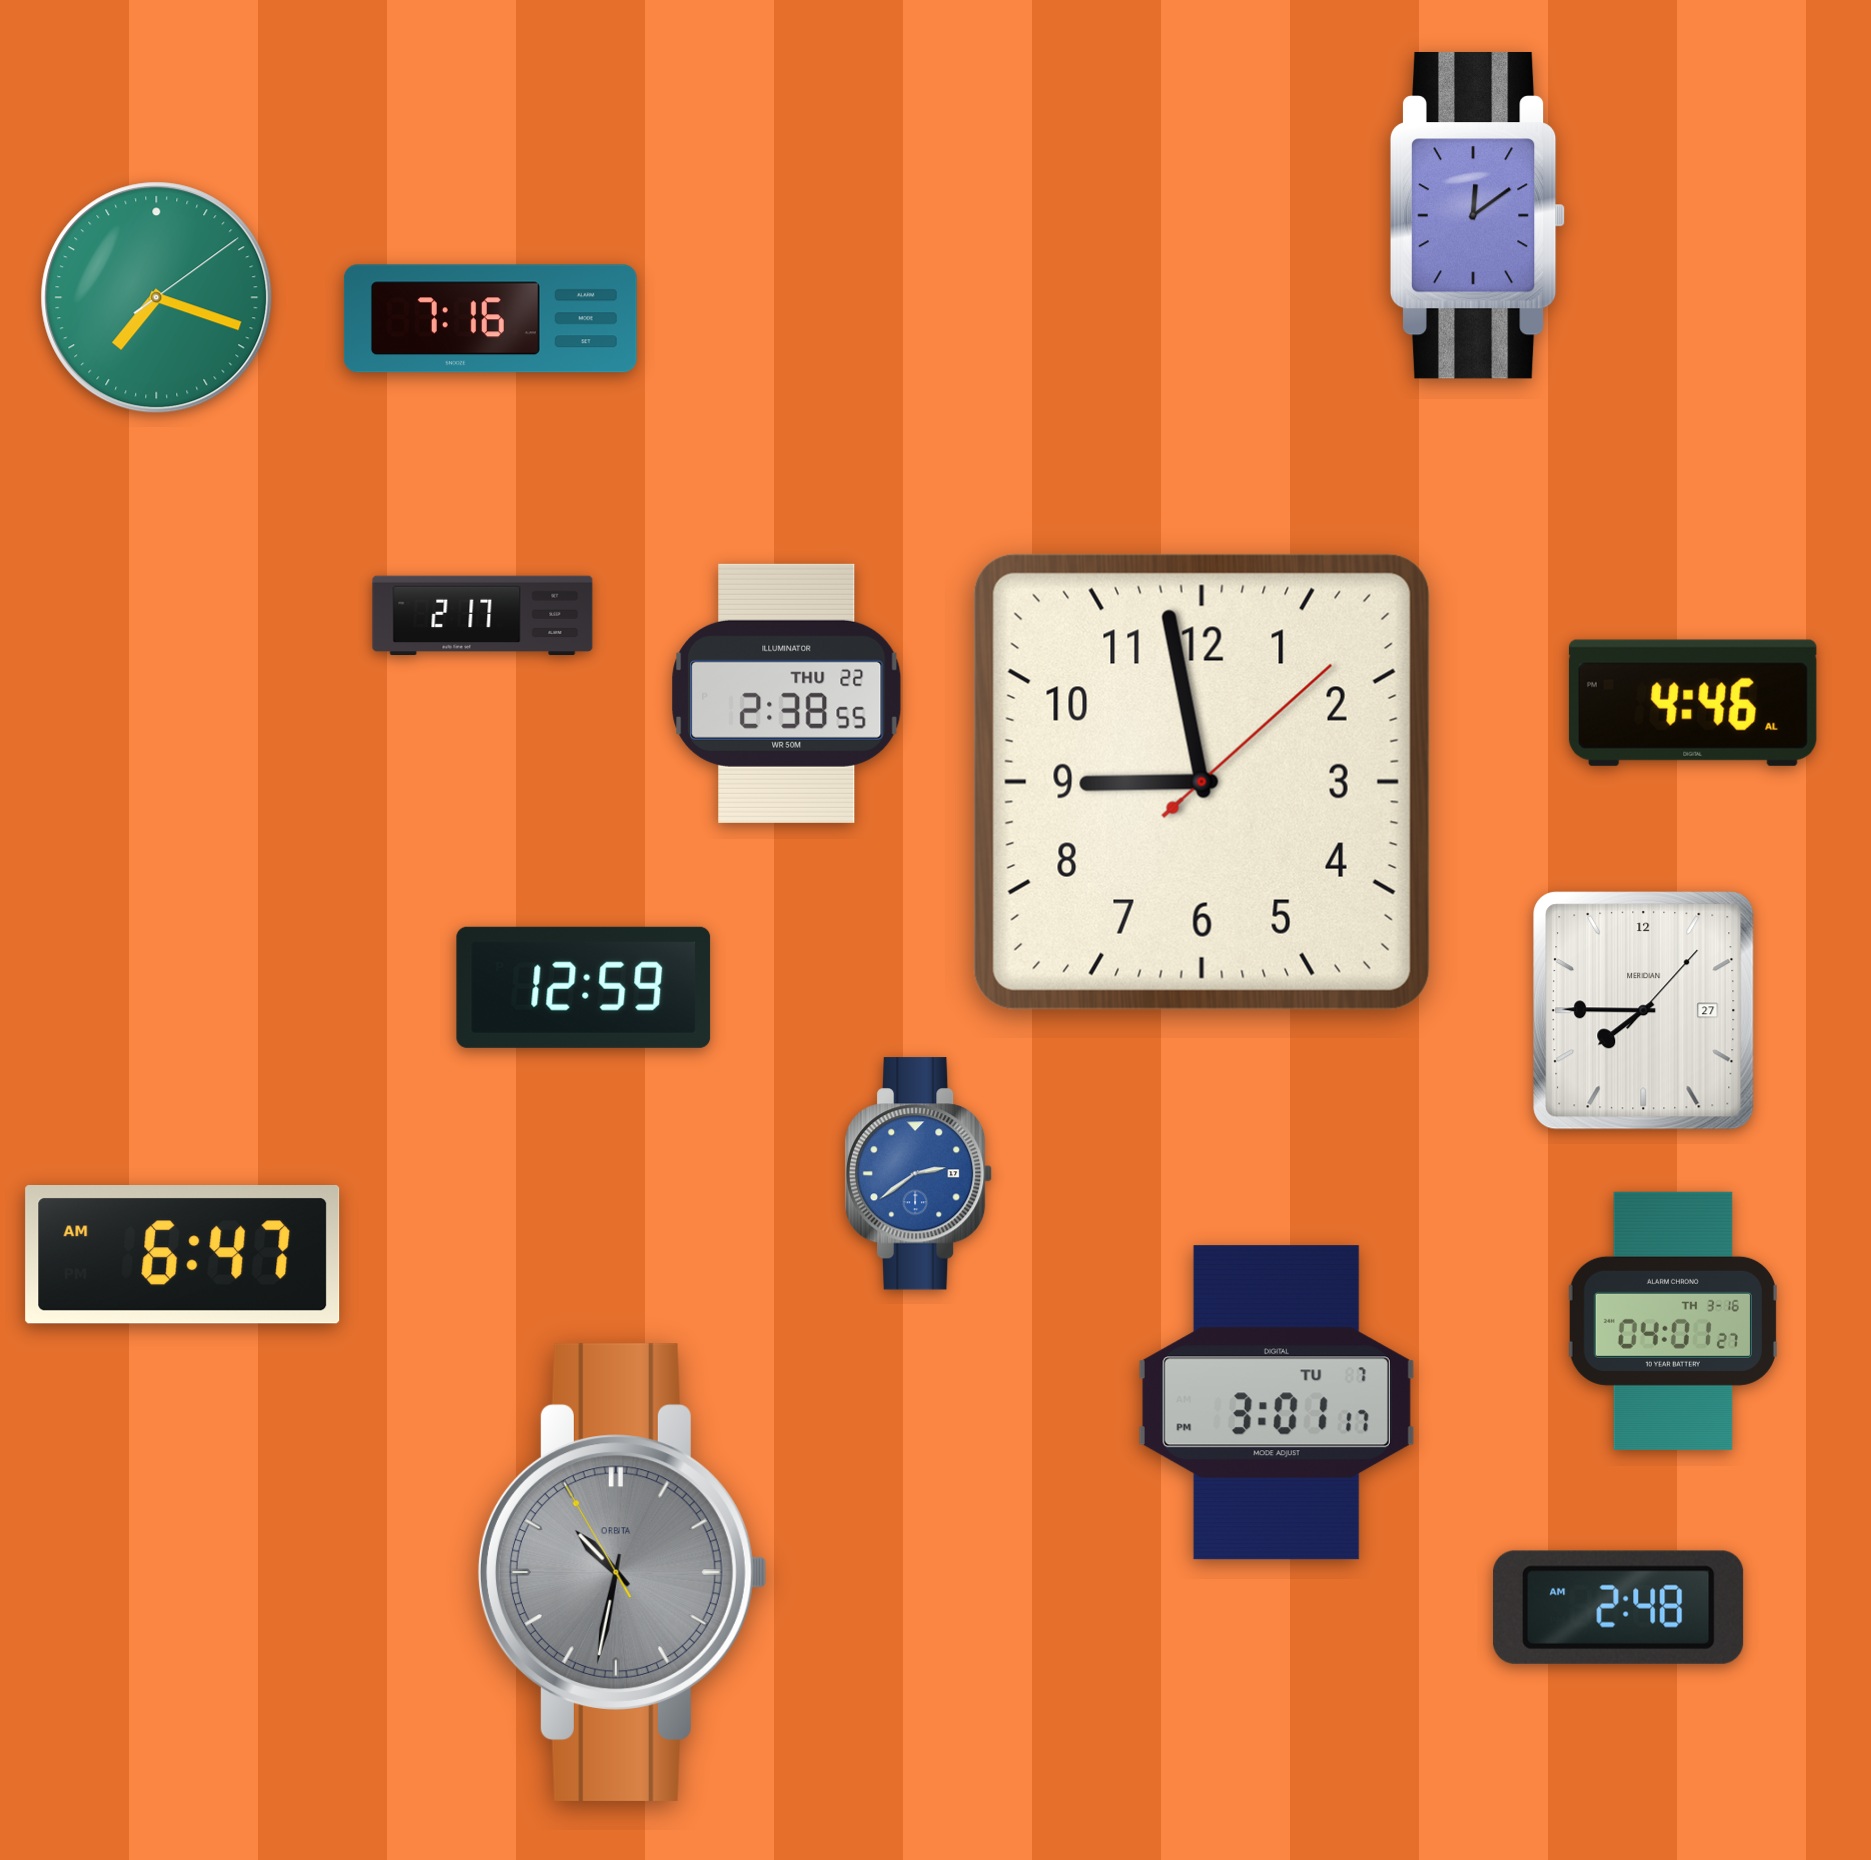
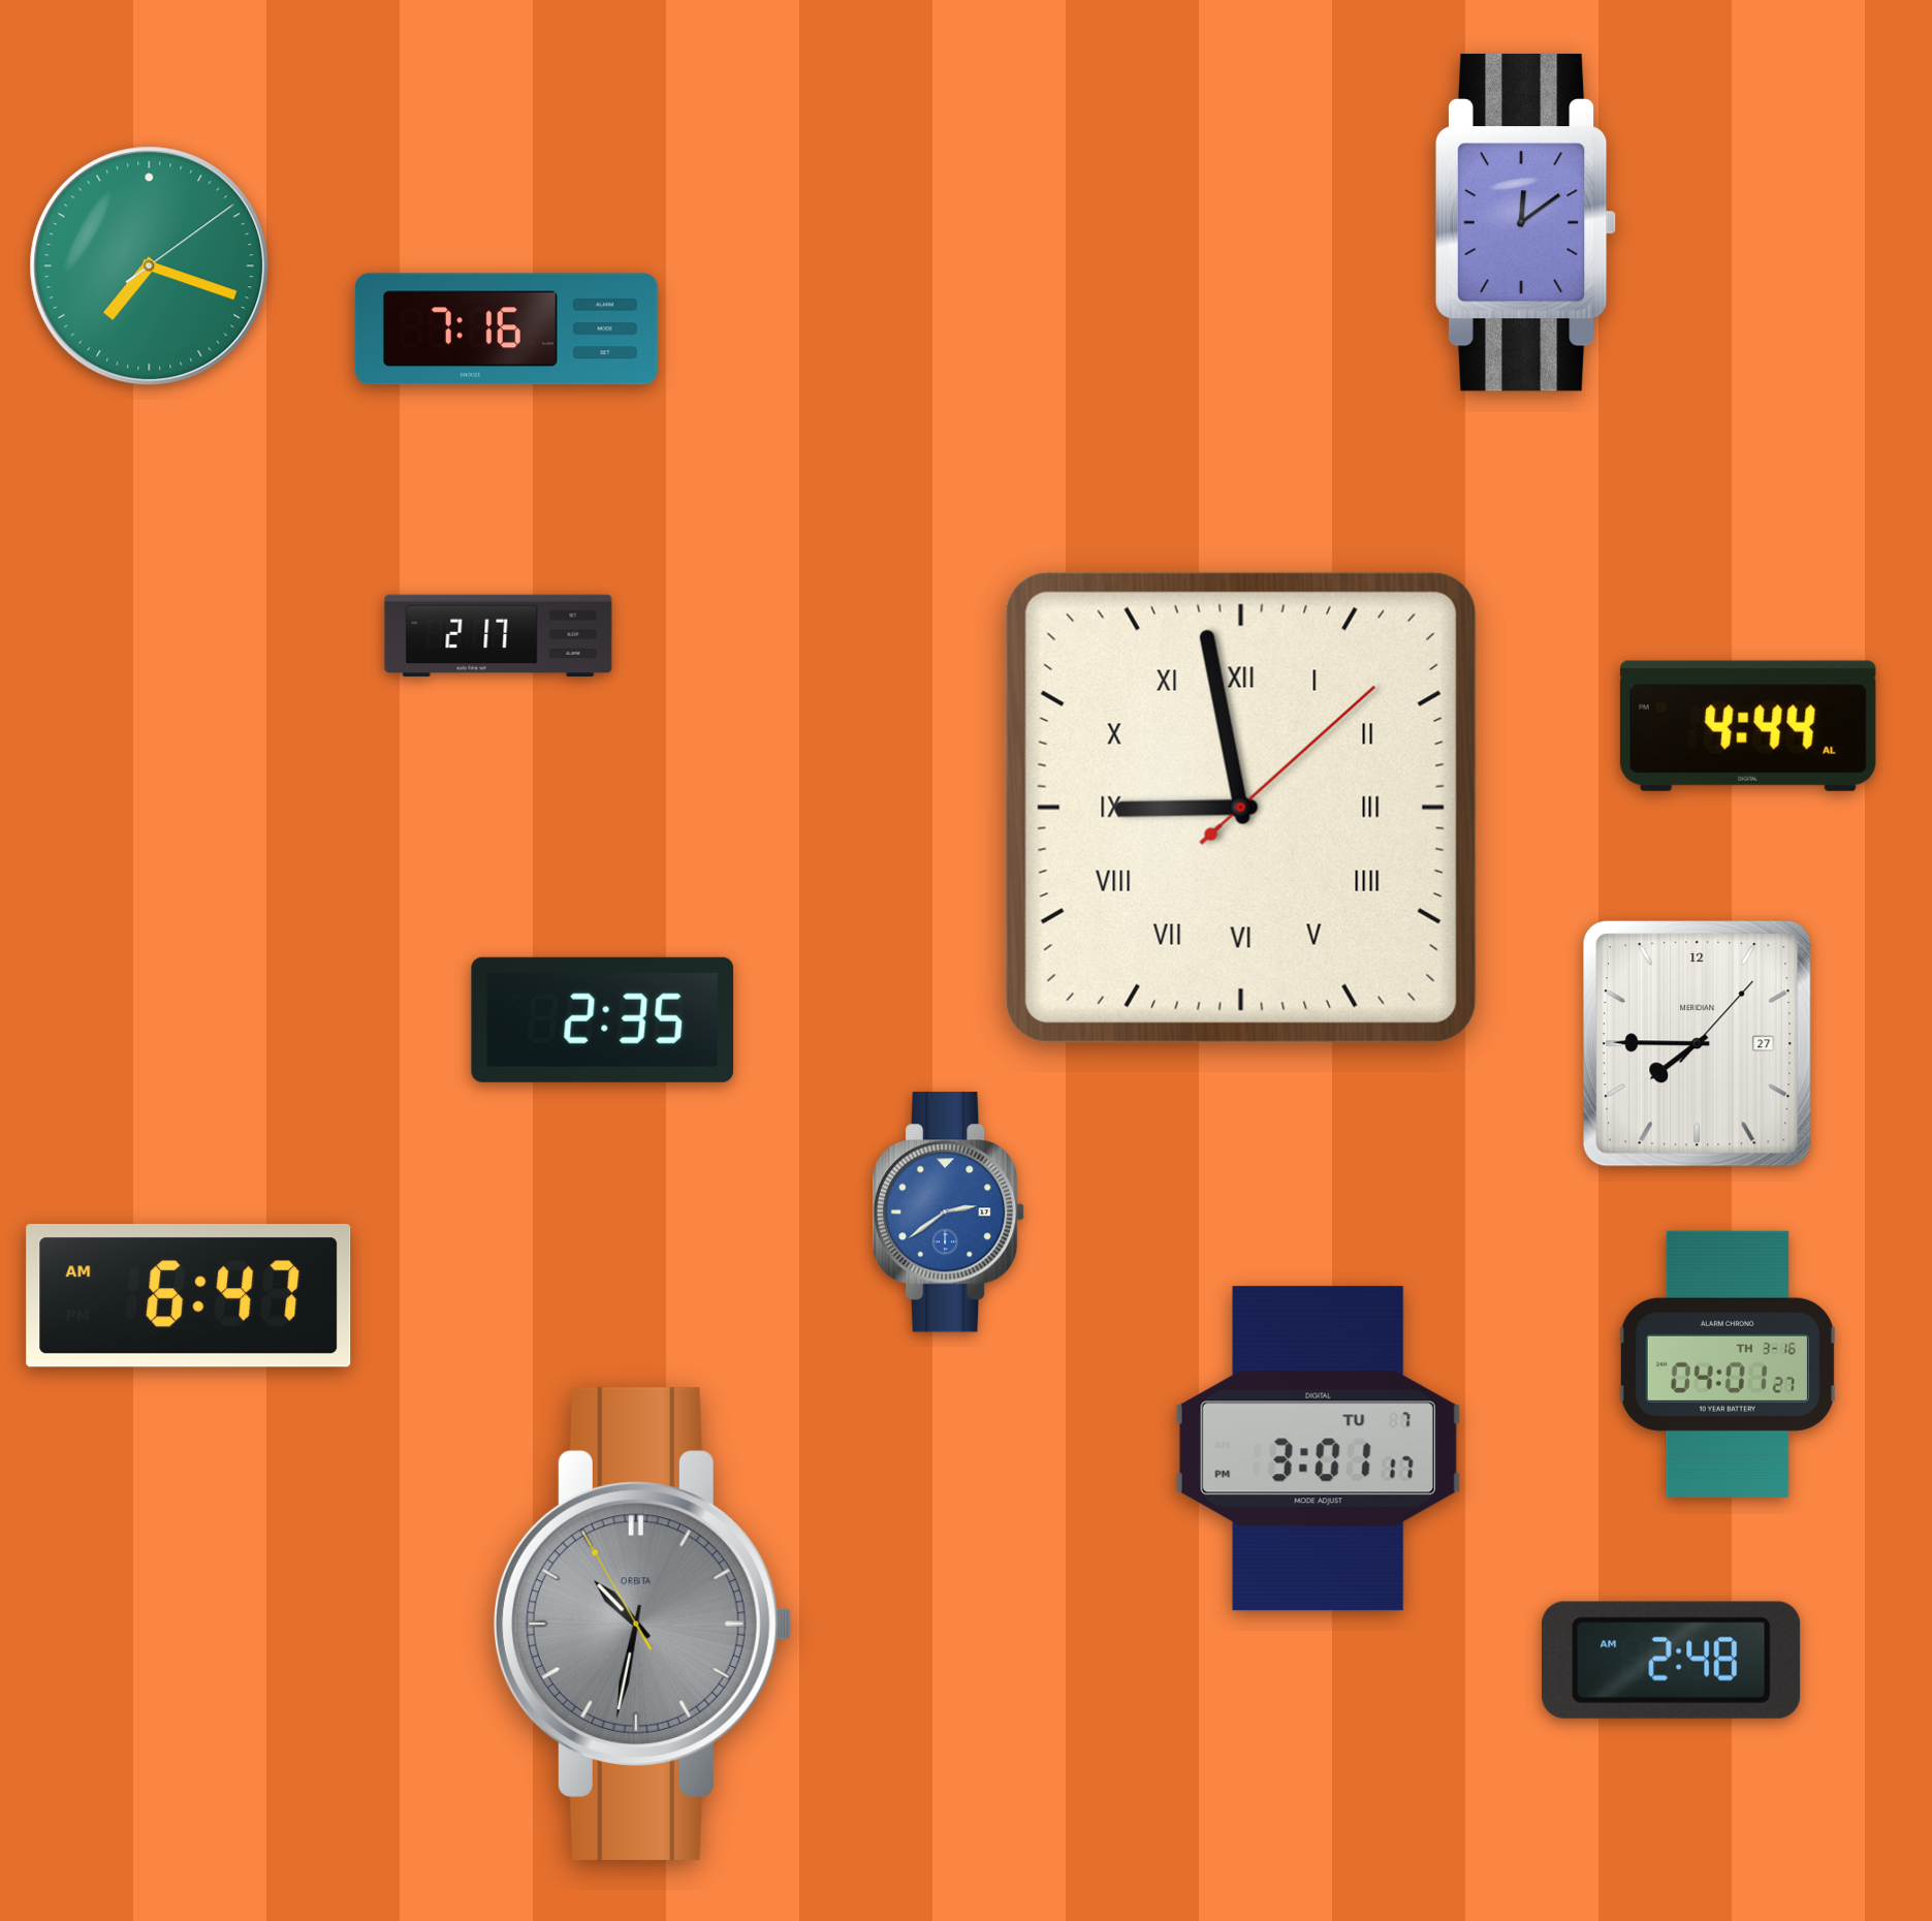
clock at (157, 298) position: (157, 298) -> (150, 266)
clock at (787, 693): 2:38 -> none
clock at (1693, 703): 4:46 -> 4:44
clock at (1202, 782) numerals: Arabic -> Roman
clock at (584, 987): 12:59 -> 2:35
